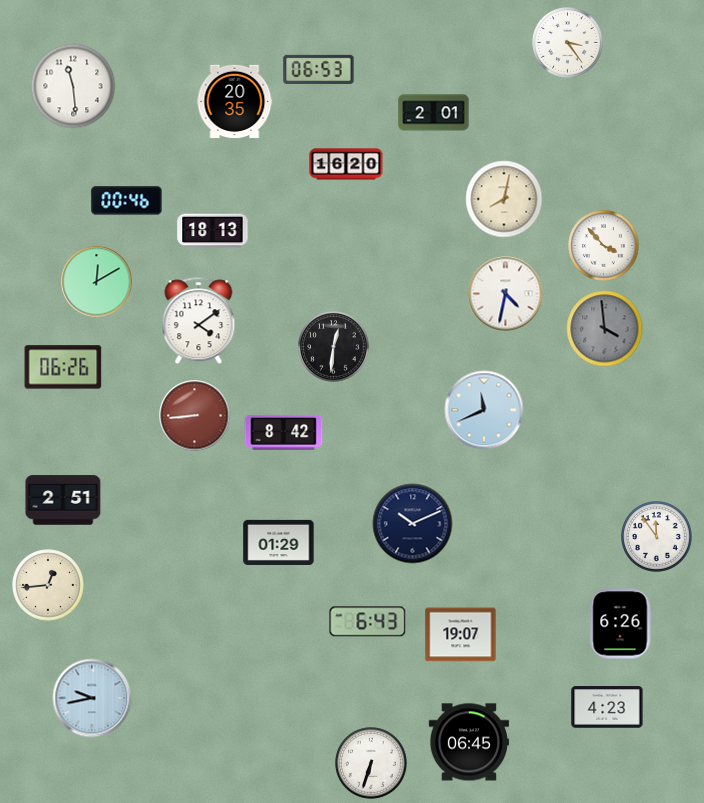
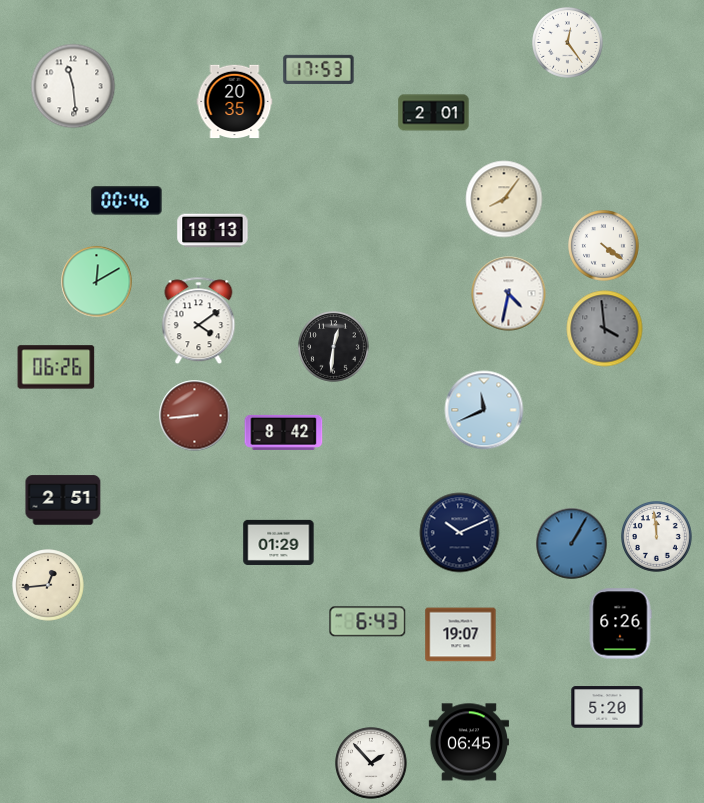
clock at (568, 43): 3:24 -> 12:24
clock at (319, 69): 06:53 -> 17:53
clock at (346, 164): 16:20 -> none
clock at (504, 199): 8:02 -> 8:06
clock at (604, 246): 3:53 -> 4:21
clock at (506, 294) position: (506, 294) -> (509, 294)
clock at (63, 367) position: (63, 367) -> (56, 367)
clock at (413, 524) position: (413, 524) -> (460, 533)
clock at (657, 537): 11:54 -> 11:59
clock at (572, 544): none -> 1:05
clock at (92, 698): 9:43 -> none
clock at (607, 707): 4:23 -> 5:20
clock at (371, 763): 6:33 -> 1:53
